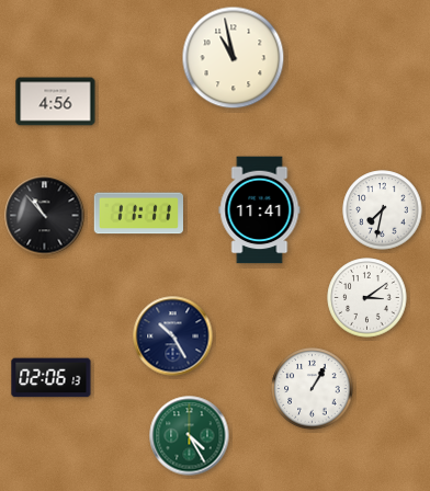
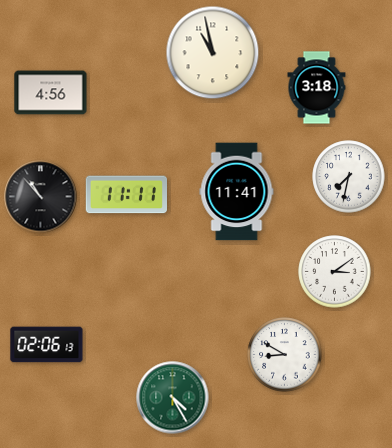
clock at (317, 88): none -> 3:18
clock at (383, 210) position: (383, 210) -> (349, 177)
clock at (173, 336): 10:25 -> none
clock at (313, 389): 1:05 -> 8:50
